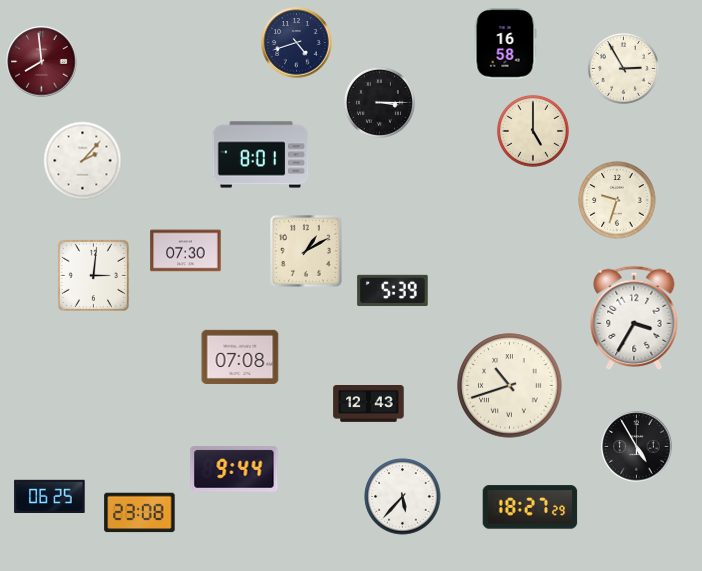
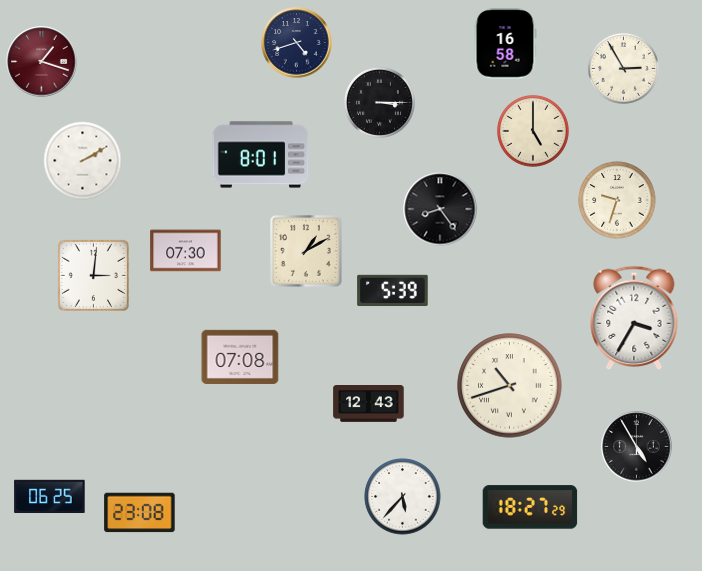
clock at (42, 62): 7:59 -> 1:18
clock at (83, 161): 2:07 -> 2:10
clock at (440, 209): none -> 8:24
clock at (234, 469): 9:44 -> none
